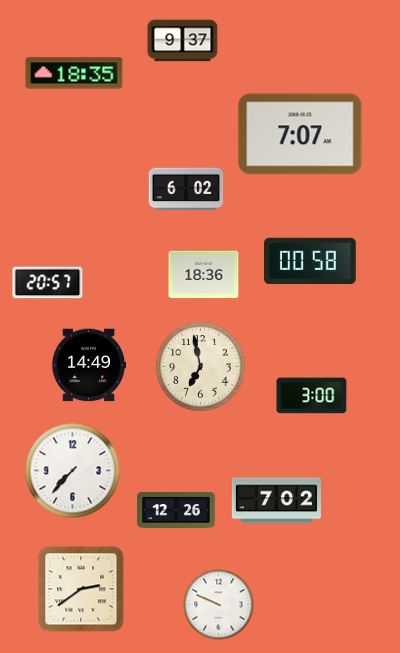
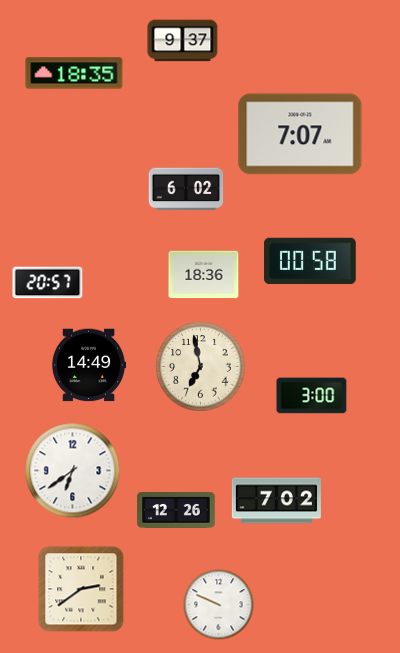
clock at (73, 471): 7:37 -> 6:39
